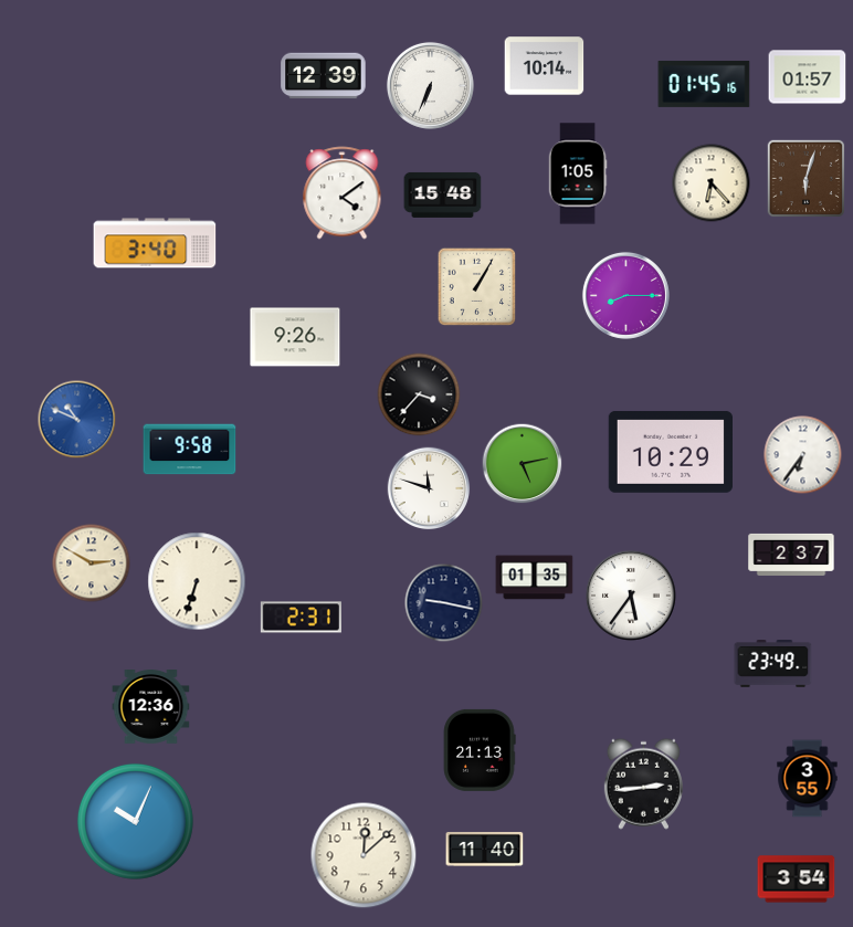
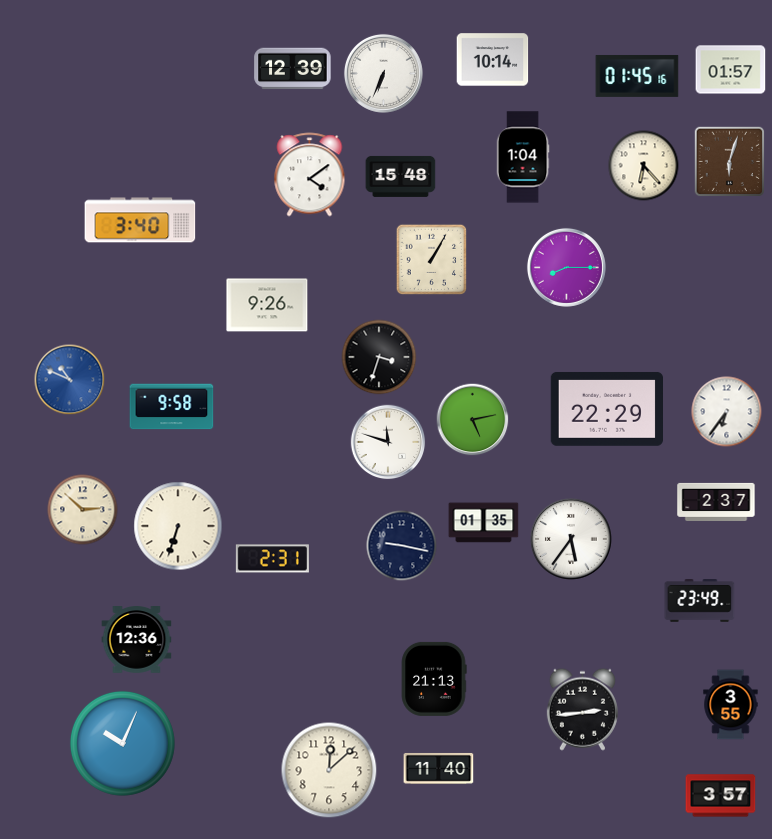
clock at (430, 85) position: (430, 85) -> (383, 73)
clock at (578, 173): 1:05 -> 1:04
clock at (419, 394): 3:37 -> 3:33
clock at (670, 452): 10:29 -> 22:29
clock at (92, 563): 2:50 -> 2:52
clock at (364, 855) position: (364, 855) -> (329, 770)
clock at (797, 879): 3:54 -> 3:57
